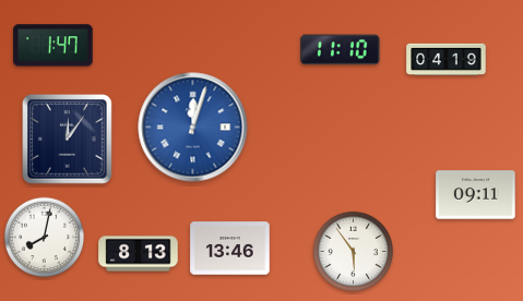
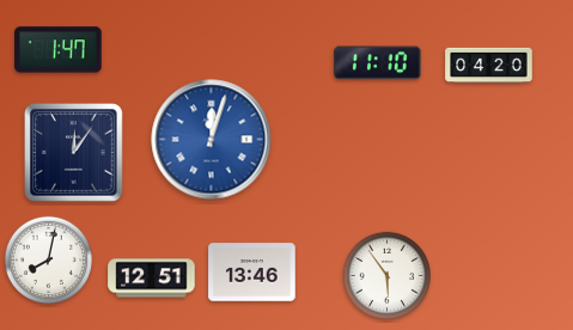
clock at (341, 50) position: (341, 50) -> (378, 63)
clock at (447, 59): 04:19 -> 04:20
clock at (476, 195): 09:11 -> none
clock at (139, 254): 8:13 -> 12:51
